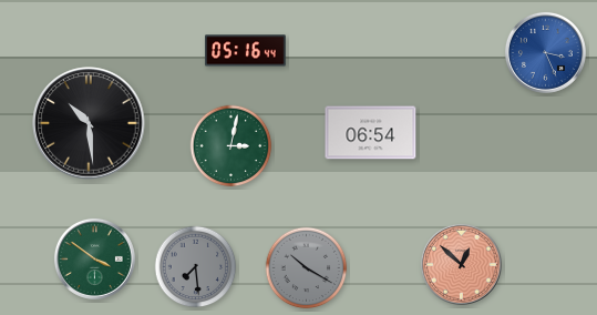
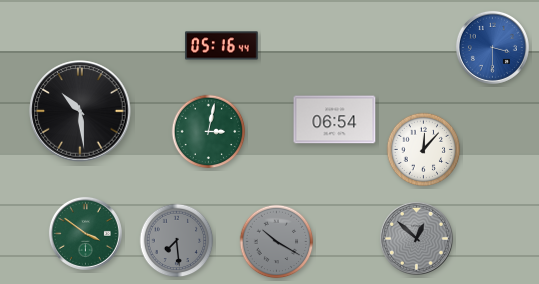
clock at (545, 52): 3:26 -> 3:30
clock at (424, 150): none -> 12:07
clock at (461, 264) dial: salmon -> grey
